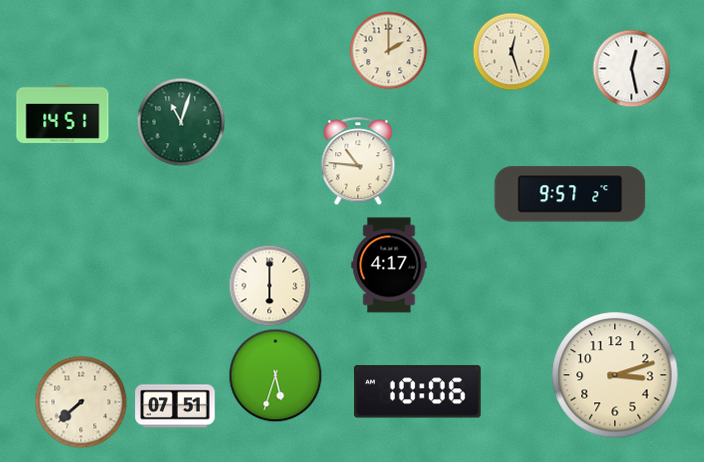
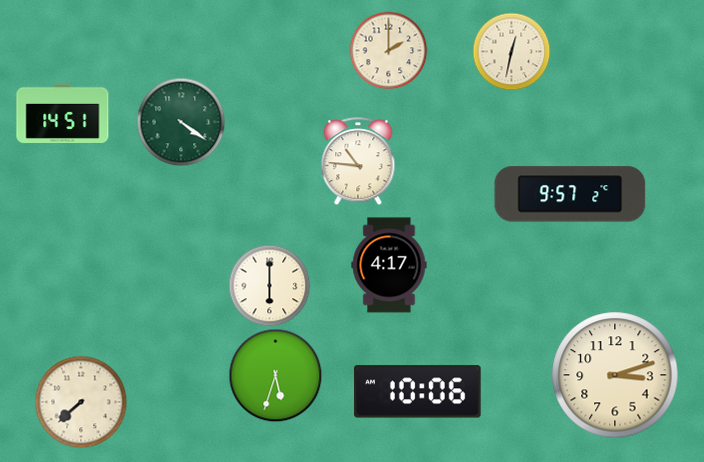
clock at (511, 51): 12:27 -> 12:32
clock at (631, 68): 12:28 -> none
clock at (181, 122): 11:03 -> 4:21
clock at (175, 406): 07:51 -> none
